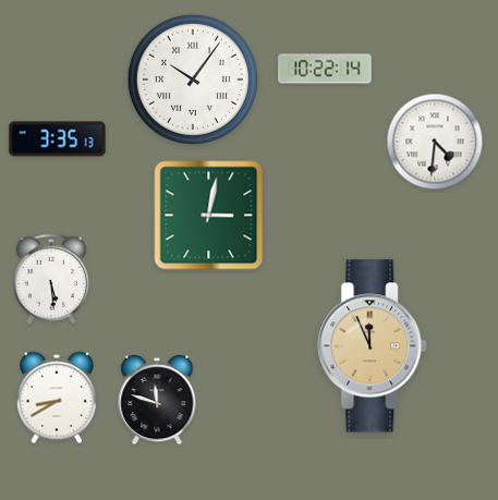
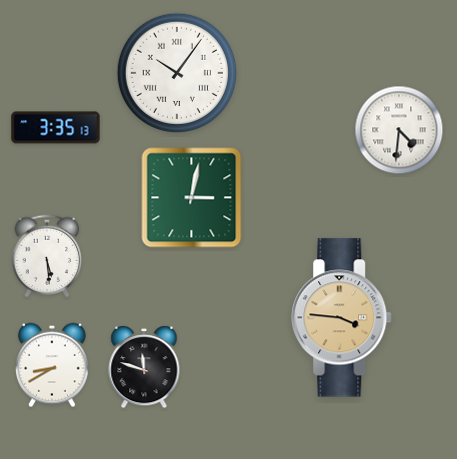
clock at (325, 69): 10:22 -> none
clock at (58, 139) position: (58, 139) -> (56, 128)
clock at (373, 346): 11:56 -> 3:46
